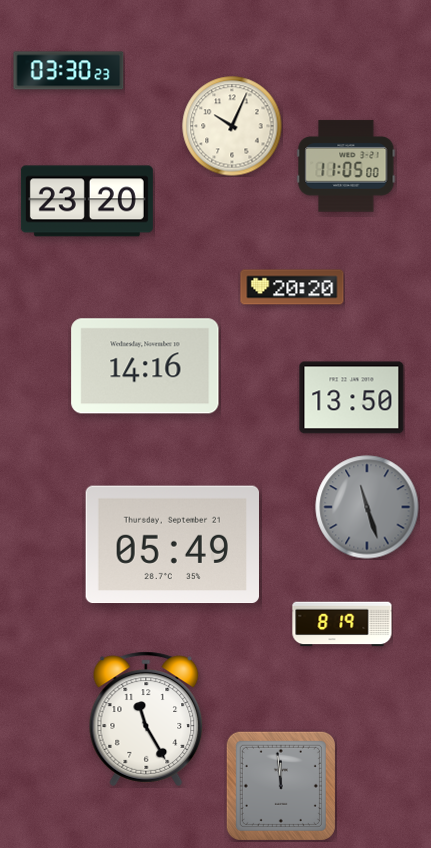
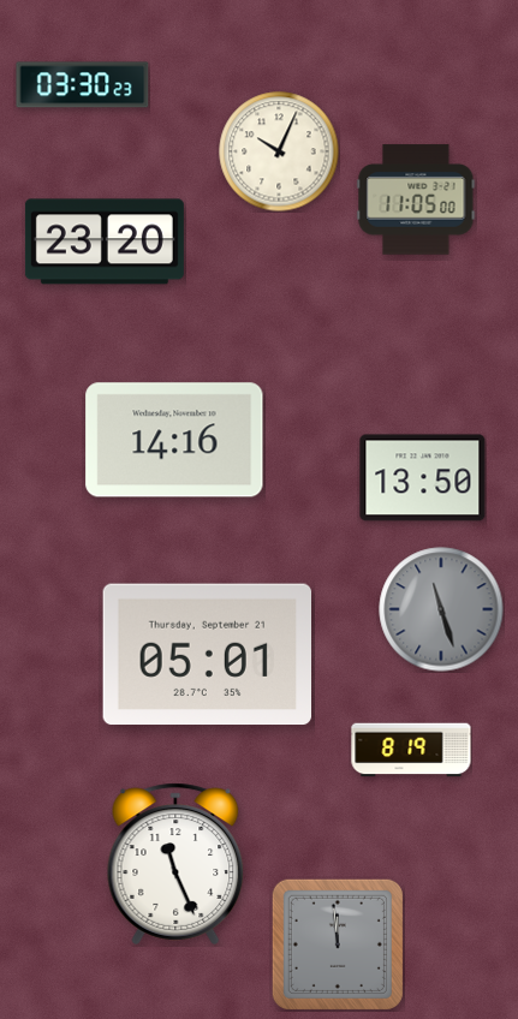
clock at (292, 287): 20:20 -> none
clock at (172, 545): 05:49 -> 05:01
clock at (146, 719): 11:25 -> 11:26
